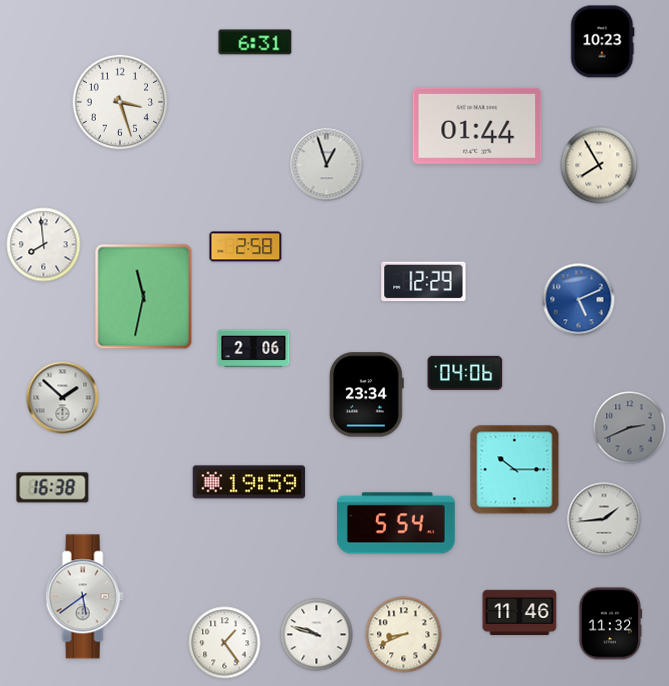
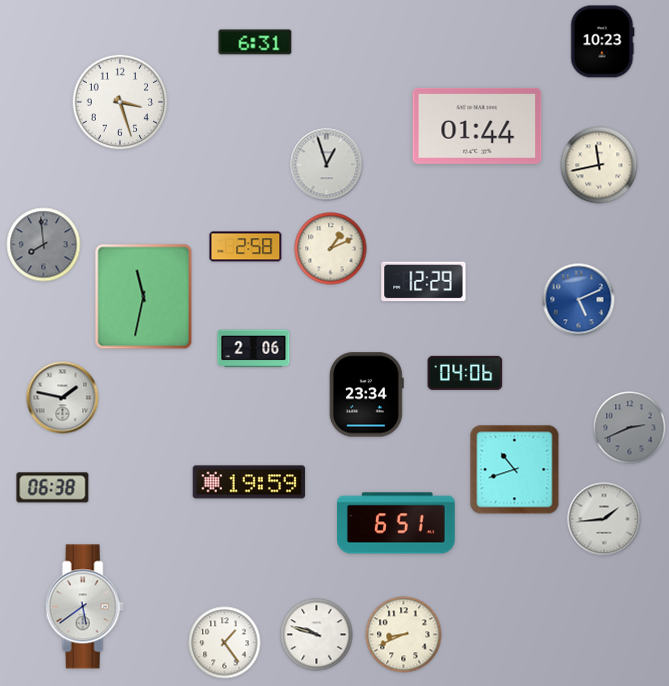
clock at (599, 165): 7:55 -> 11:43
clock at (44, 245) dial: white -> grey
clock at (331, 249): none -> 1:11
clock at (63, 398): 1:52 -> 1:47
clock at (515, 470): 10:15 -> 10:42
clock at (53, 488): 16:38 -> 06:38
clock at (397, 523): 5:54 -> 6:51
clock at (84, 597) position: (84, 597) -> (84, 607)
clock at (520, 612): 11:46 -> none
clock at (610, 624): 11:32 -> none
